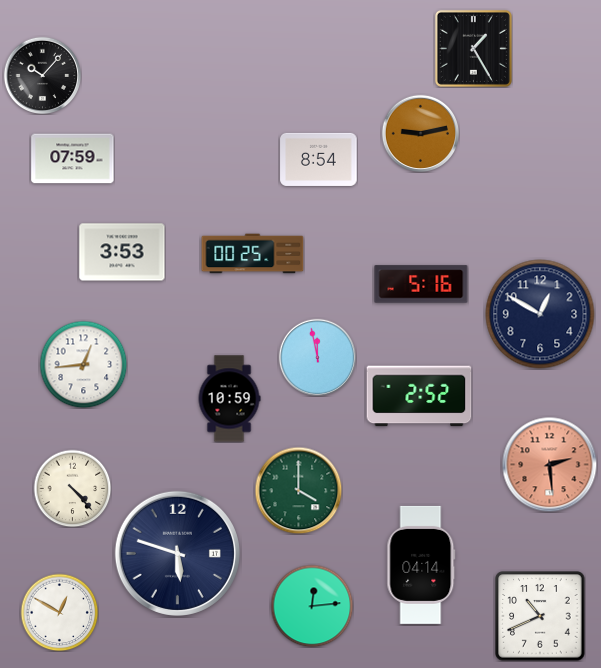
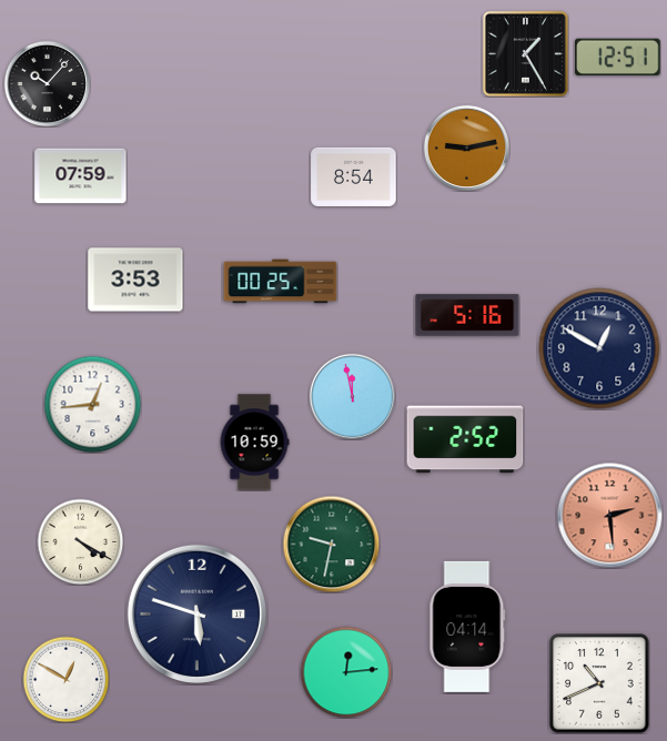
clock at (618, 58): none -> 12:51
clock at (72, 488): 4:23 -> 4:20
clock at (298, 490): 4:00 -> 9:32
